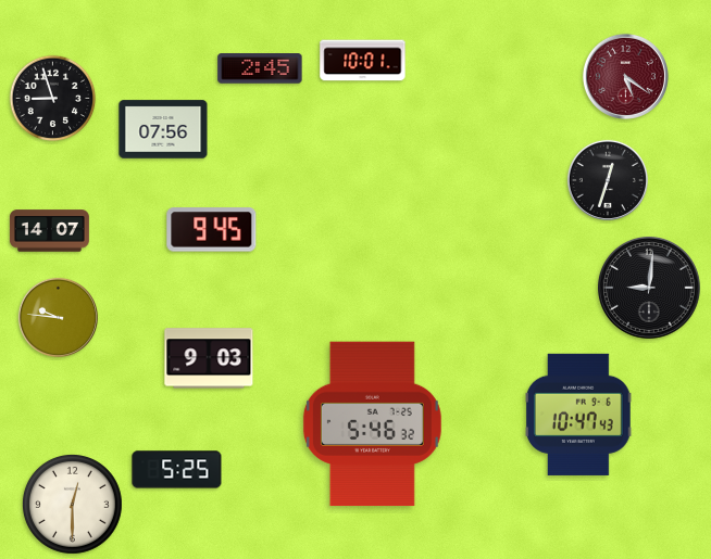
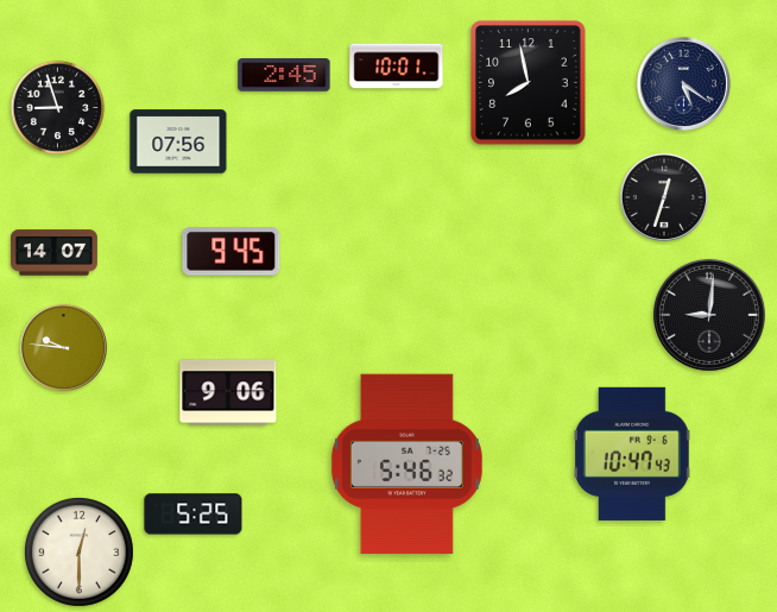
clock at (529, 83): none -> 7:58
clock at (625, 76) dial: burgundy -> navy
clock at (209, 358): 9:03 -> 9:06
